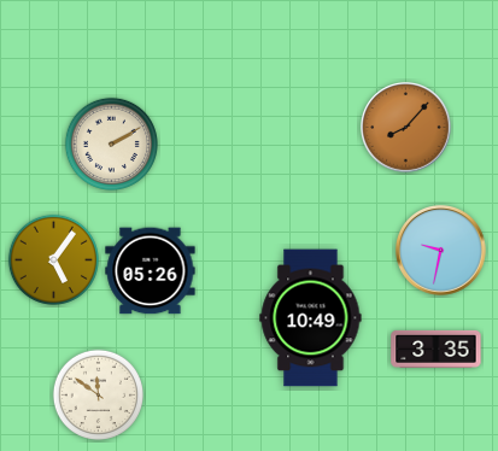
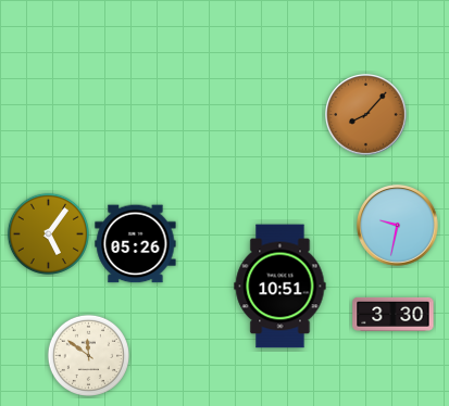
clock at (111, 143): 2:10 -> none
clock at (311, 318): 10:49 -> 10:51
clock at (437, 348): 3:35 -> 3:30
